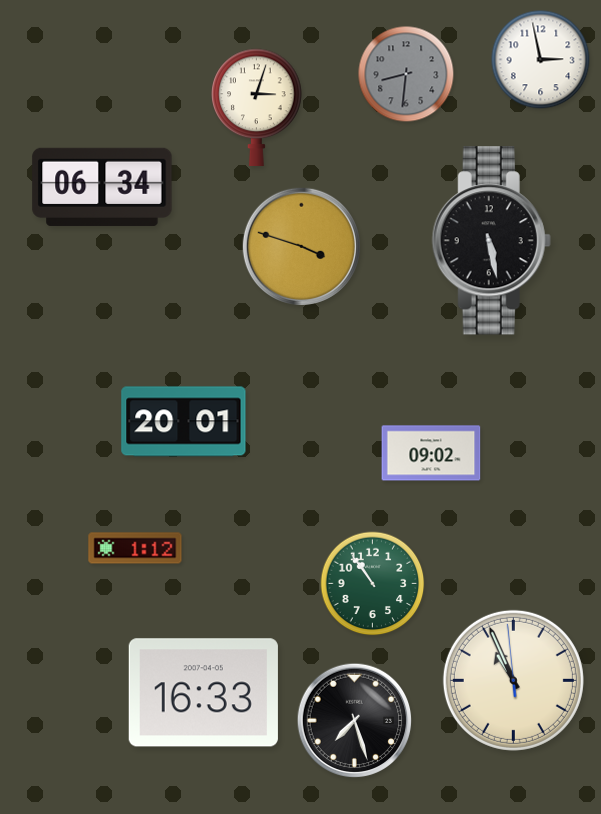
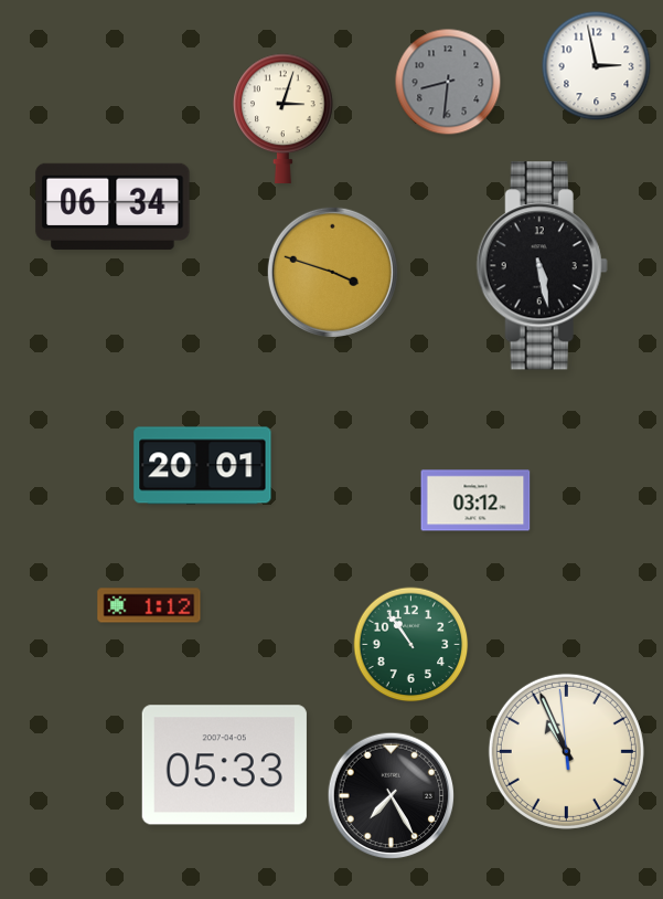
clock at (431, 453): 09:02 -> 03:12
clock at (203, 693): 16:33 -> 05:33
clock at (355, 721): 7:27 -> 7:25
